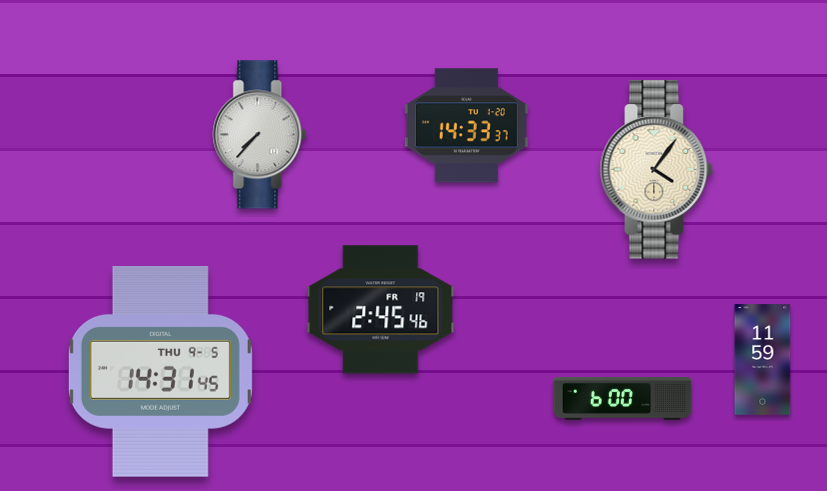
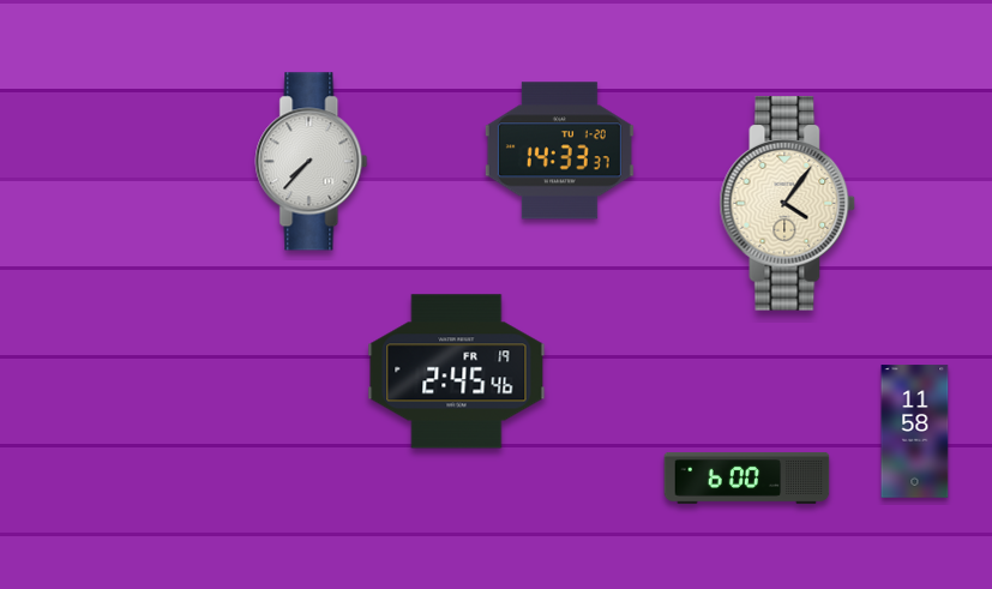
clock at (763, 360): 11:59 -> 11:58
clock at (160, 372): 14:31 -> none
